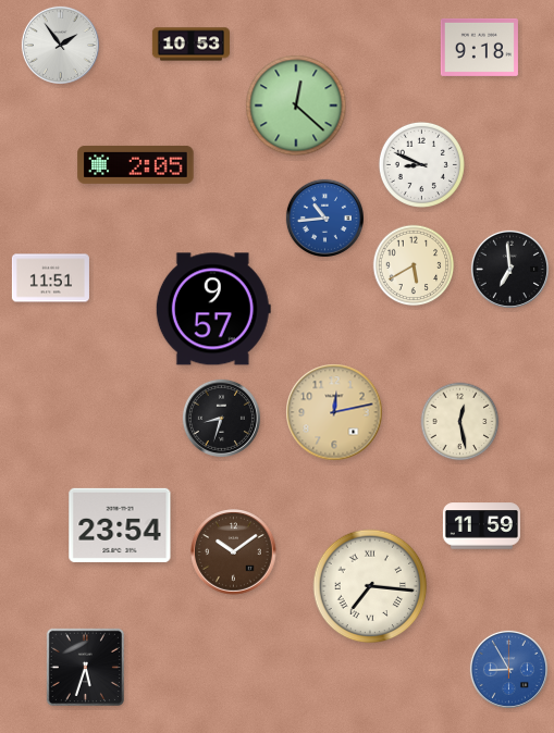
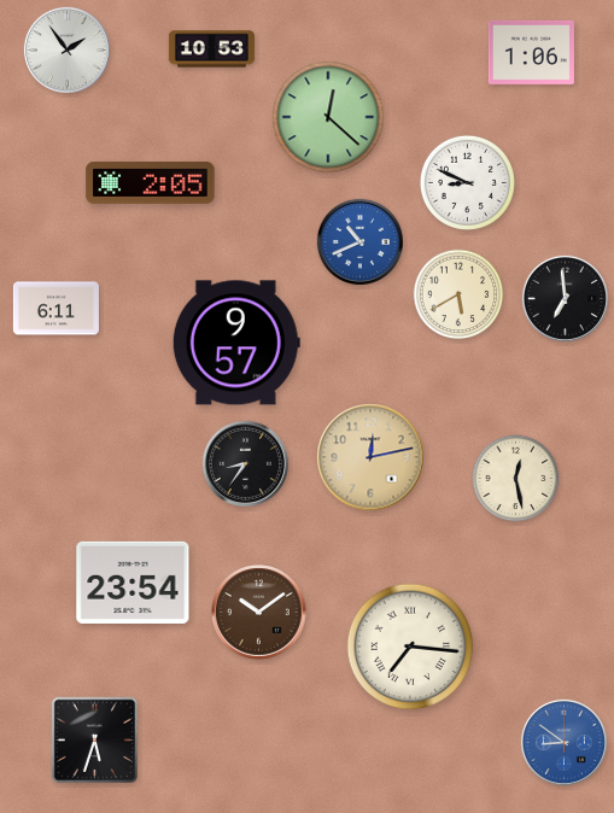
clock at (479, 47): 9:18 -> 1:06
clock at (324, 218): 10:44 -> 10:41
clock at (50, 278): 11:51 -> 6:11
clock at (221, 418): 8:33 -> 8:36
clock at (460, 422) position: (460, 422) -> (516, 479)
clock at (481, 526): 11:59 -> none
clock at (370, 586) position: (370, 586) -> (410, 647)
clock at (508, 669): 8:55 -> 8:51
